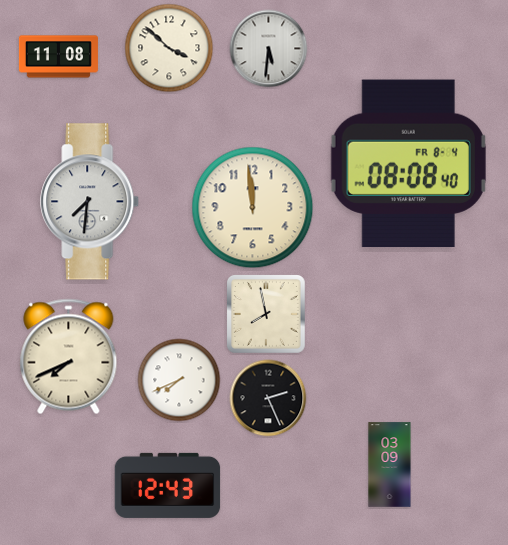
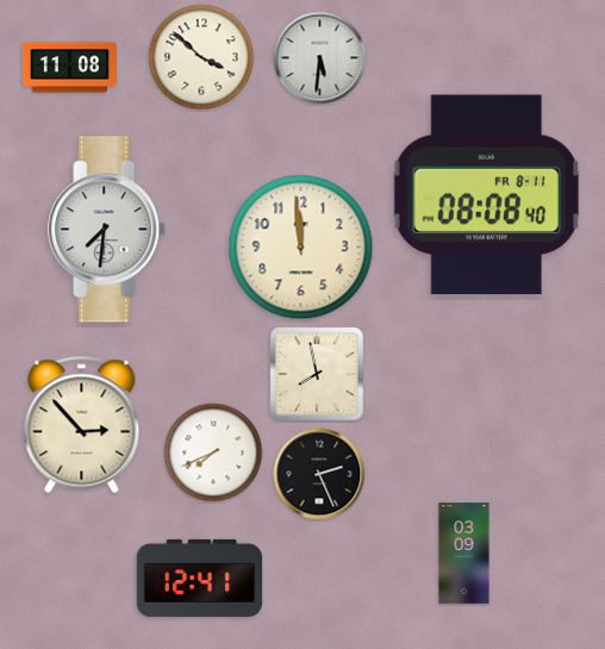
clock at (408, 163) date: FR 8-4 -> FR 8-11
clock at (90, 202) position: (90, 202) -> (107, 230)
clock at (69, 357): 7:41 -> 2:53
clock at (168, 485): 12:43 -> 12:41
